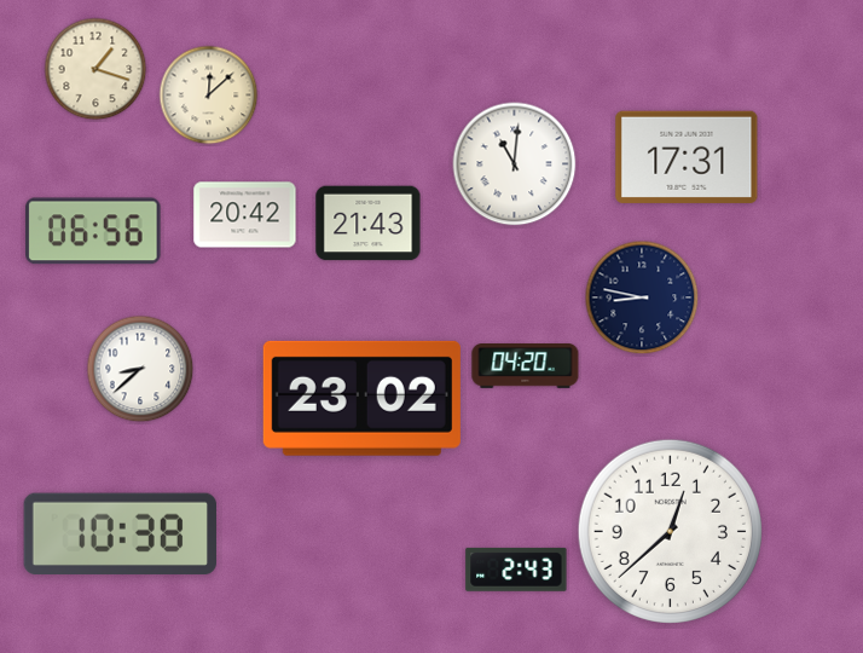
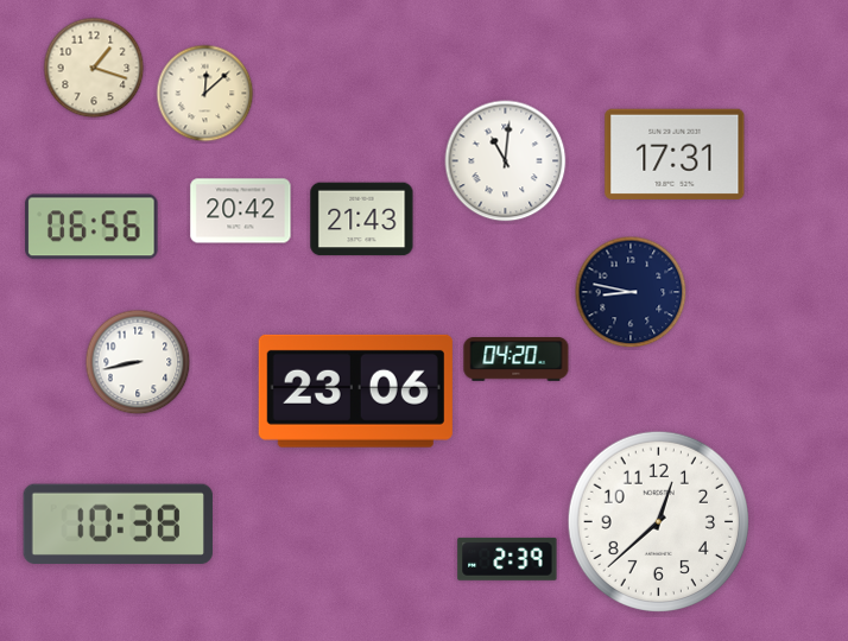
clock at (140, 369): 8:38 -> 8:43
clock at (361, 398): 23:02 -> 23:06
clock at (516, 570): 2:43 -> 2:39
